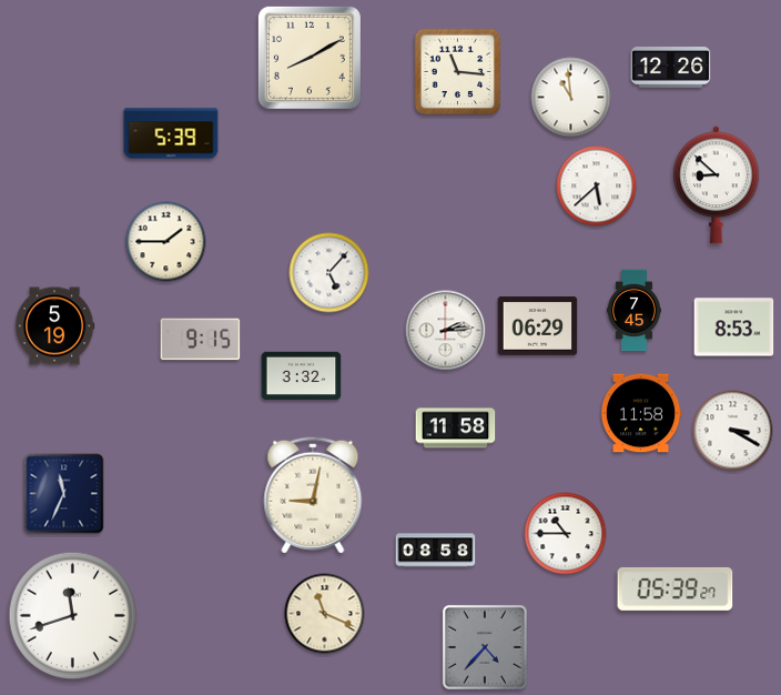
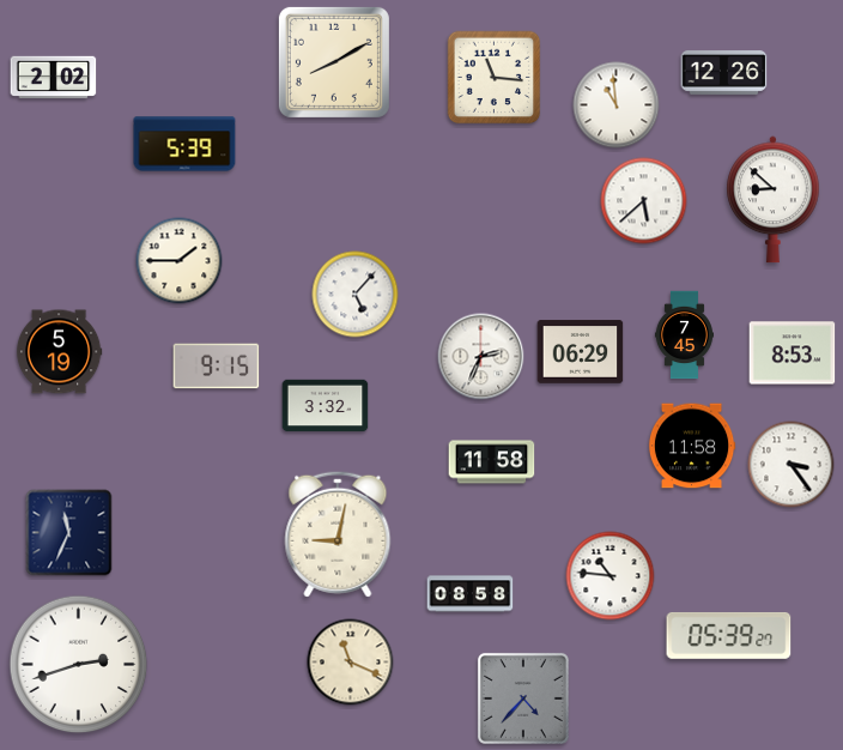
clock at (54, 78): none -> 2:02
clock at (446, 331): 2:14 -> 2:34
clock at (733, 431): 3:20 -> 3:24
clock at (566, 534): 10:45 -> 10:46
clock at (73, 616): 11:42 -> 2:42
